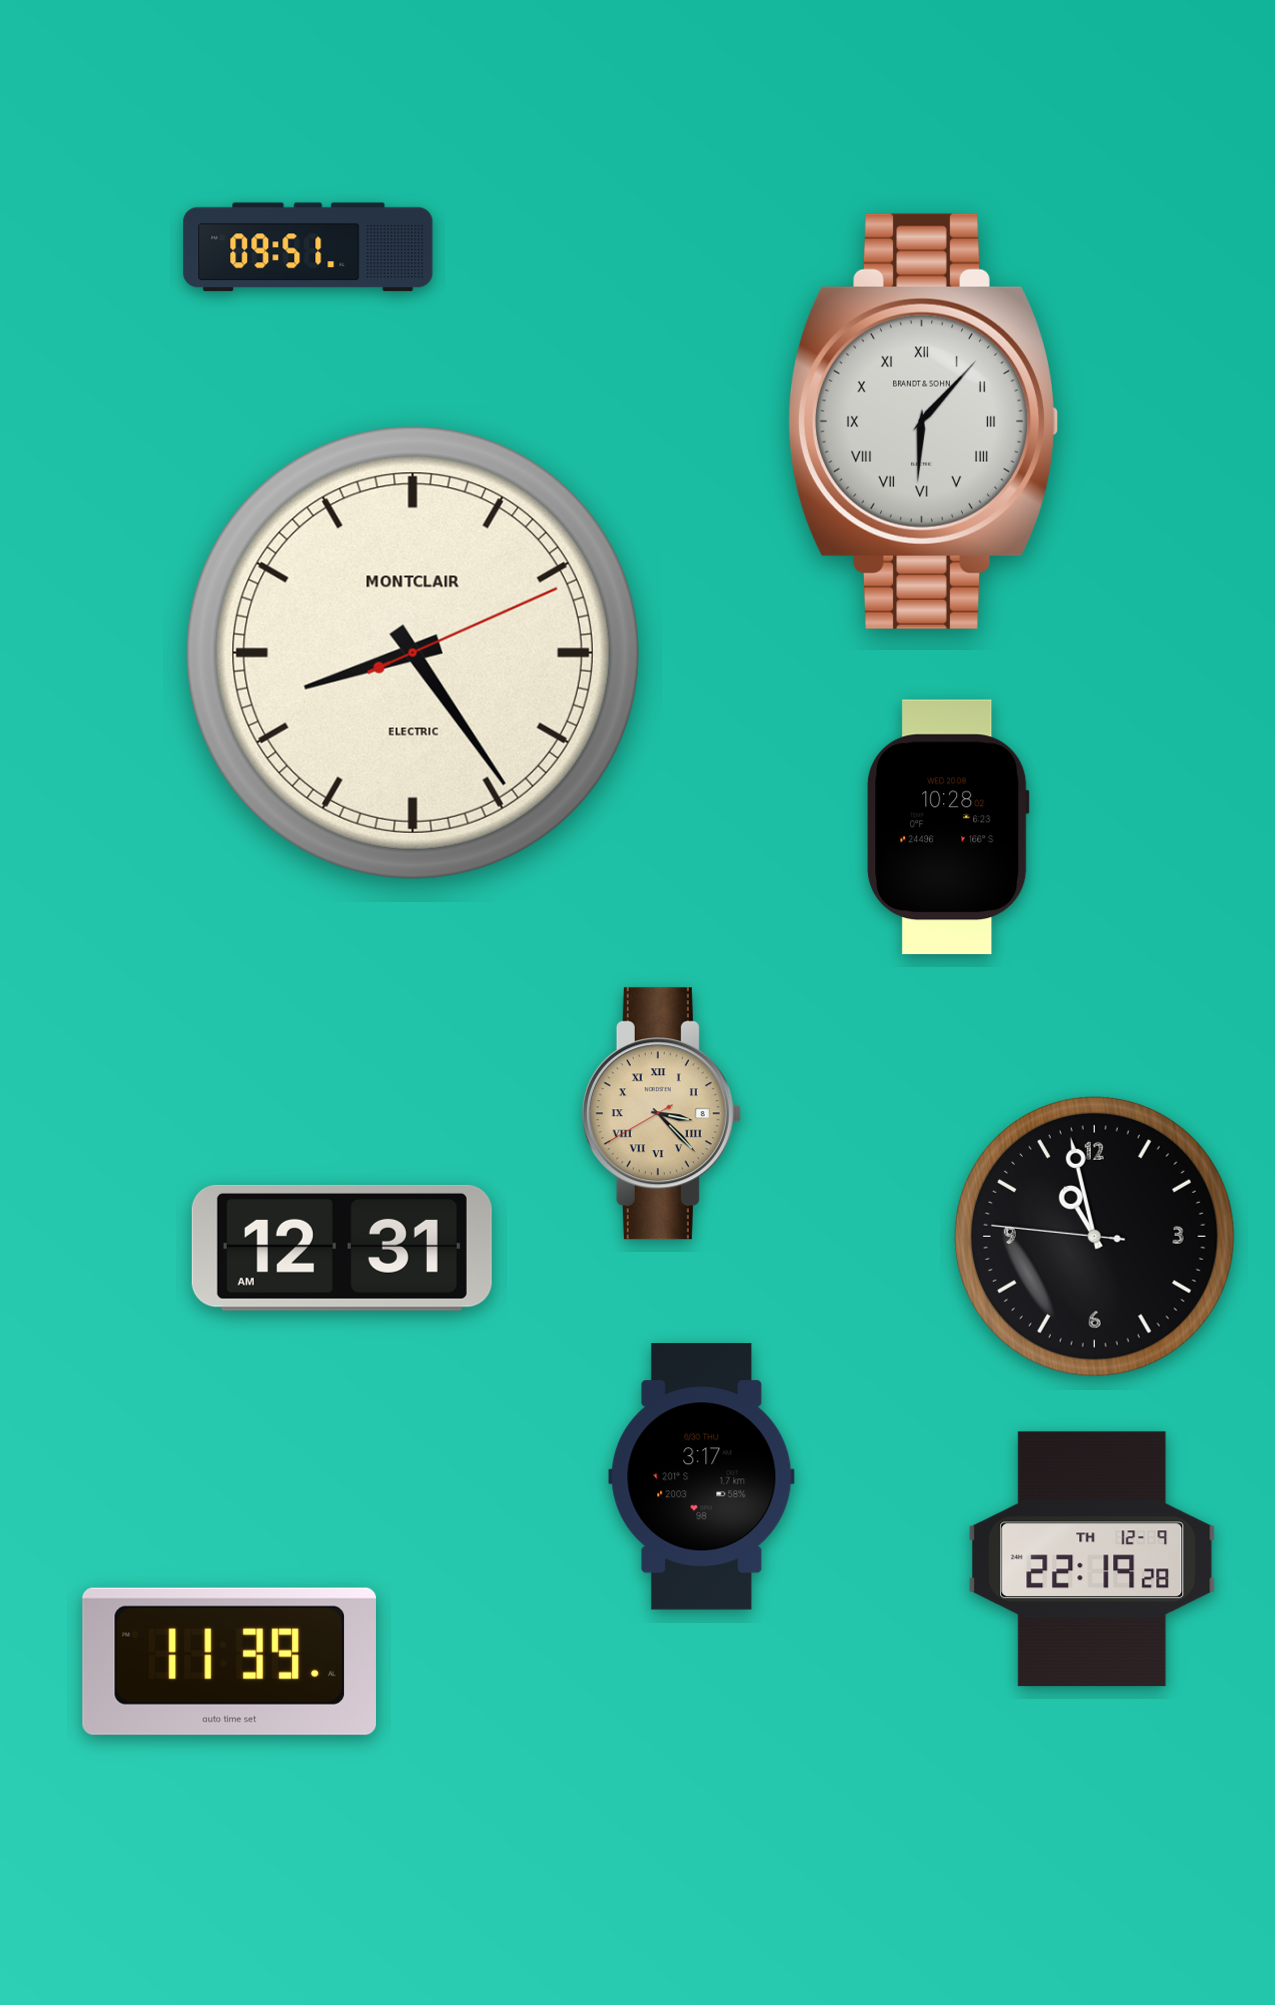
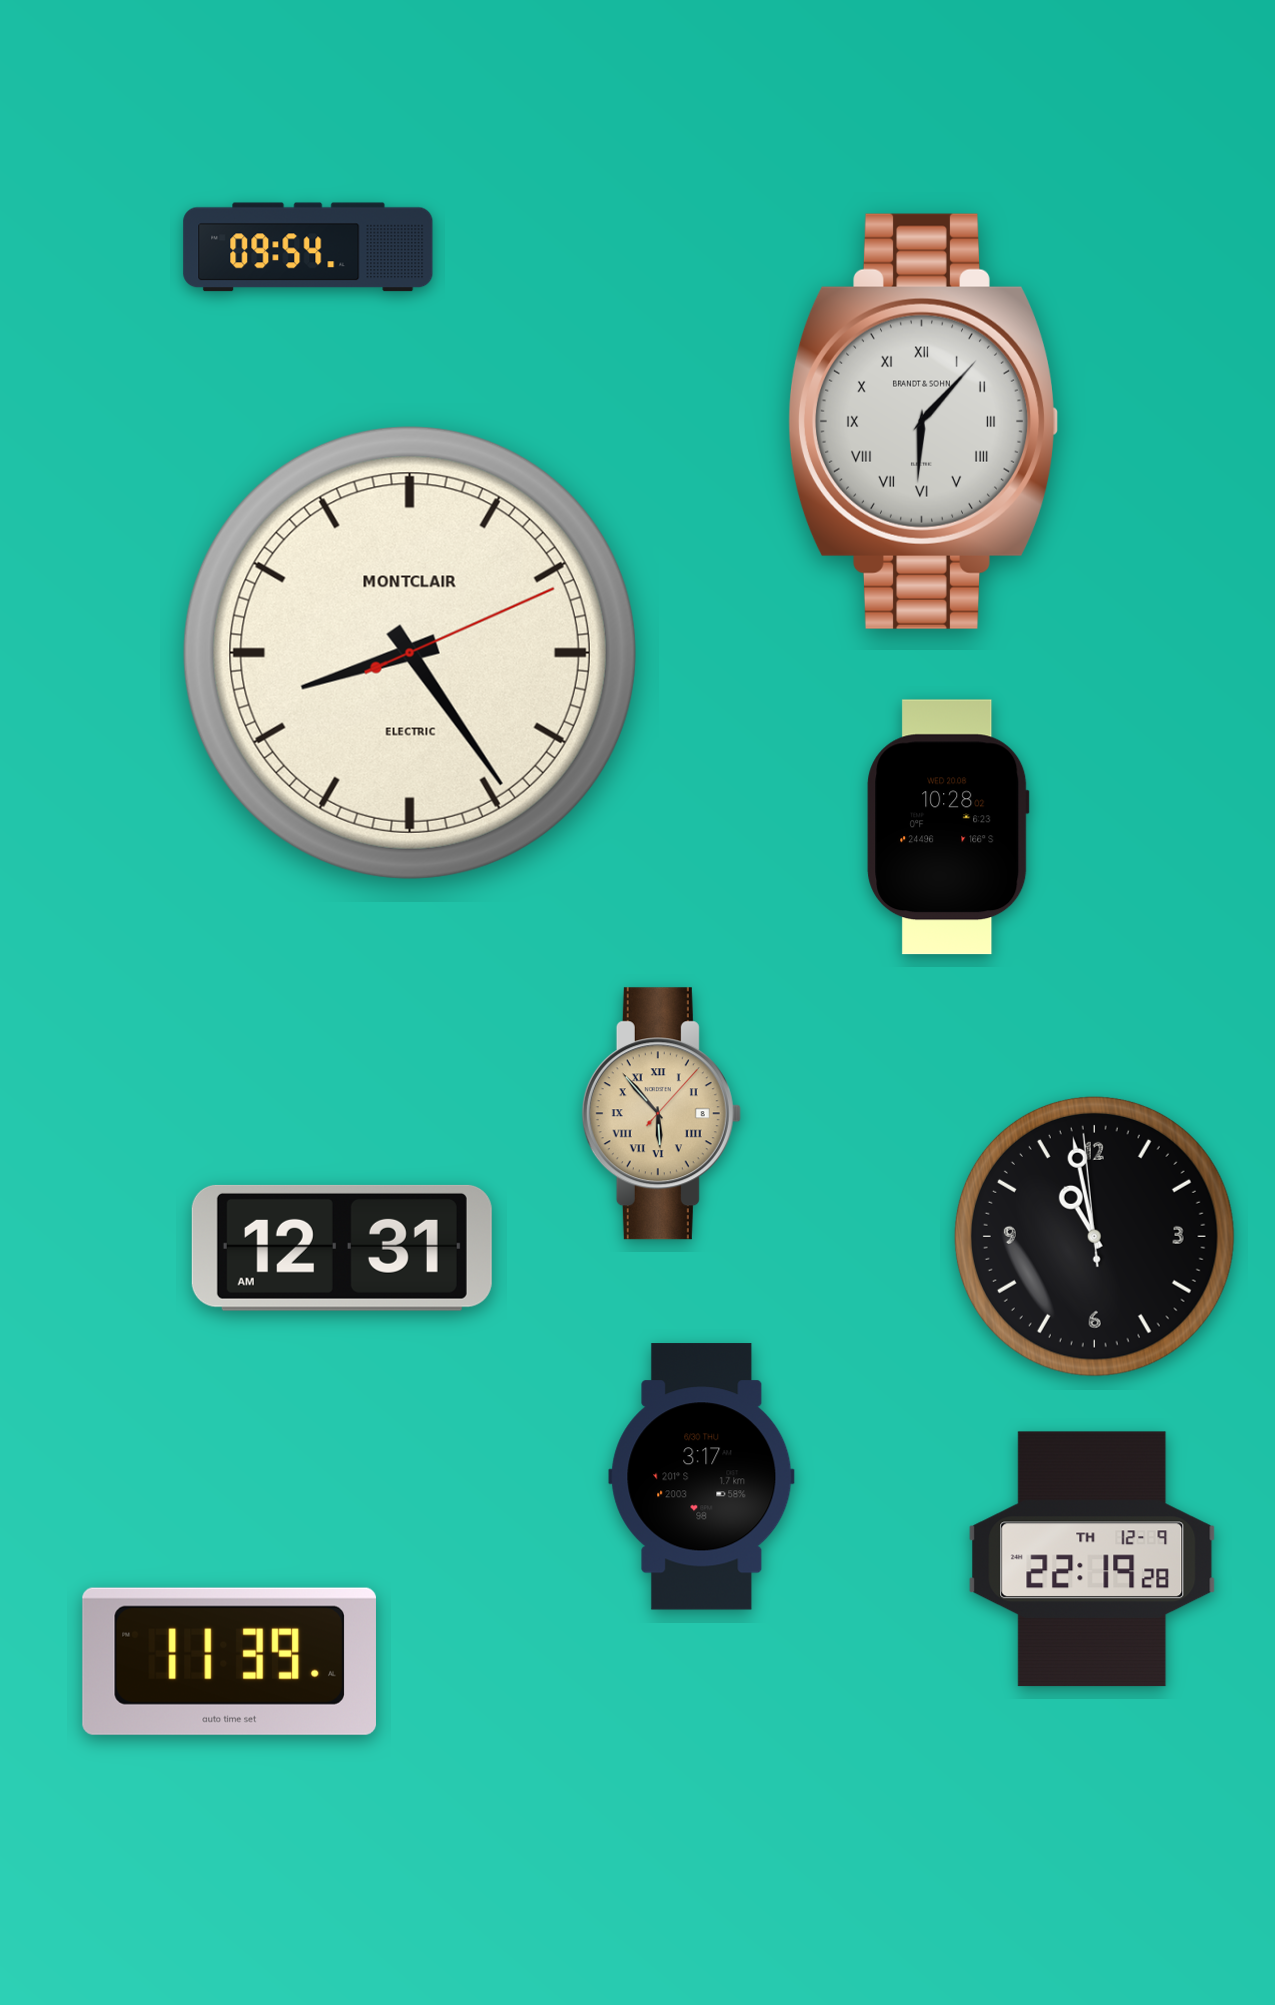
clock at (308, 247): 09:51 -> 09:54
clock at (413, 653) position: (413, 653) -> (410, 653)
clock at (661, 1114): 3:22 -> 5:53
clock at (1094, 1236): 10:57:46 -> 10:57:59
